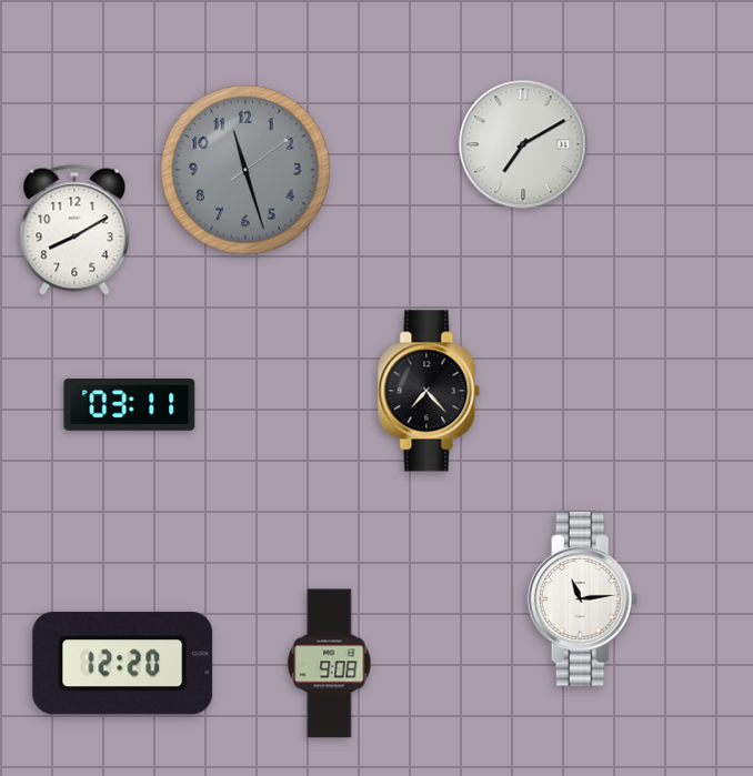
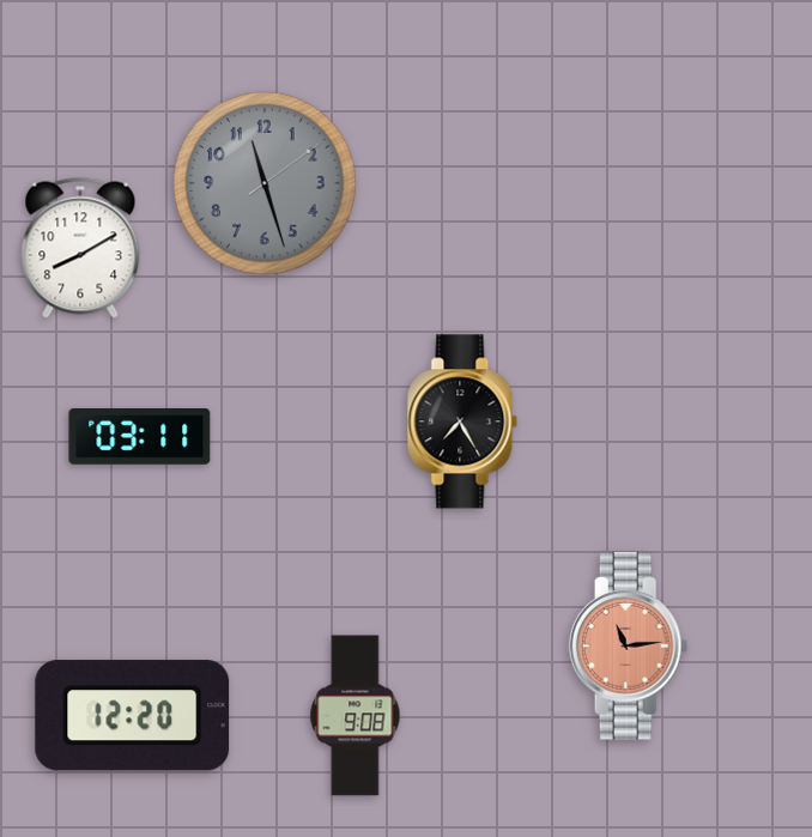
clock at (523, 144): 7:10 -> none
clock at (429, 391): 7:23 -> 7:25
clock at (583, 599) dial: white -> salmon
